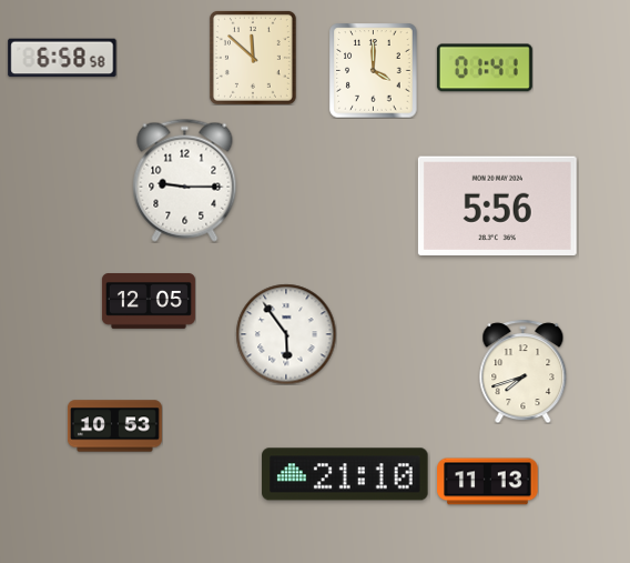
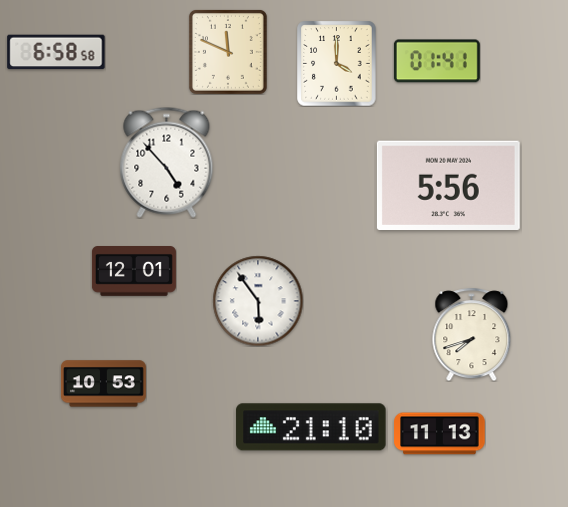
clock at (253, 58): 11:52 -> 11:49
clock at (185, 180): 9:15 -> 4:53
clock at (149, 302): 12:05 -> 12:01
